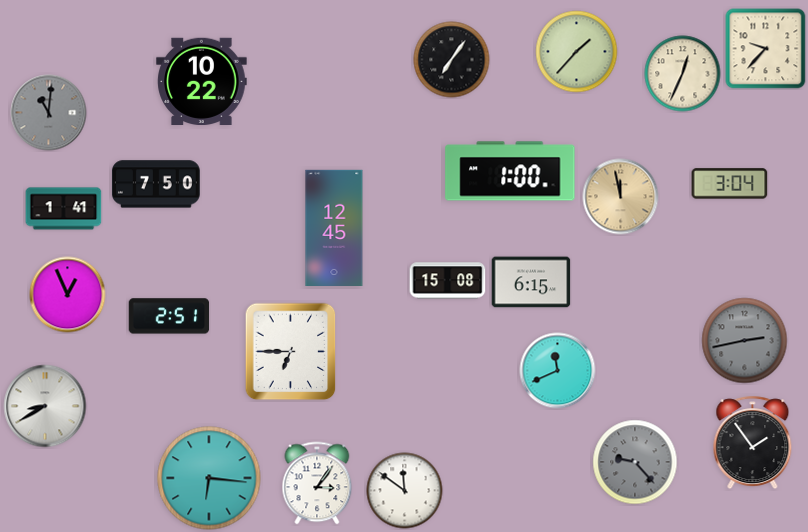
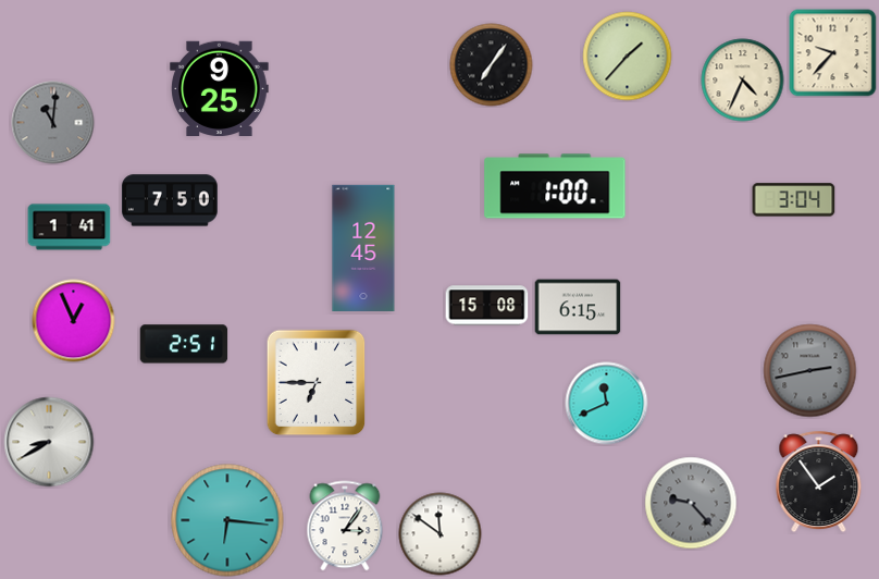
clock at (683, 74): 12:34 -> 4:34
clock at (202, 81): 10:22 -> 9:25
clock at (621, 197): 11:58 -> none
